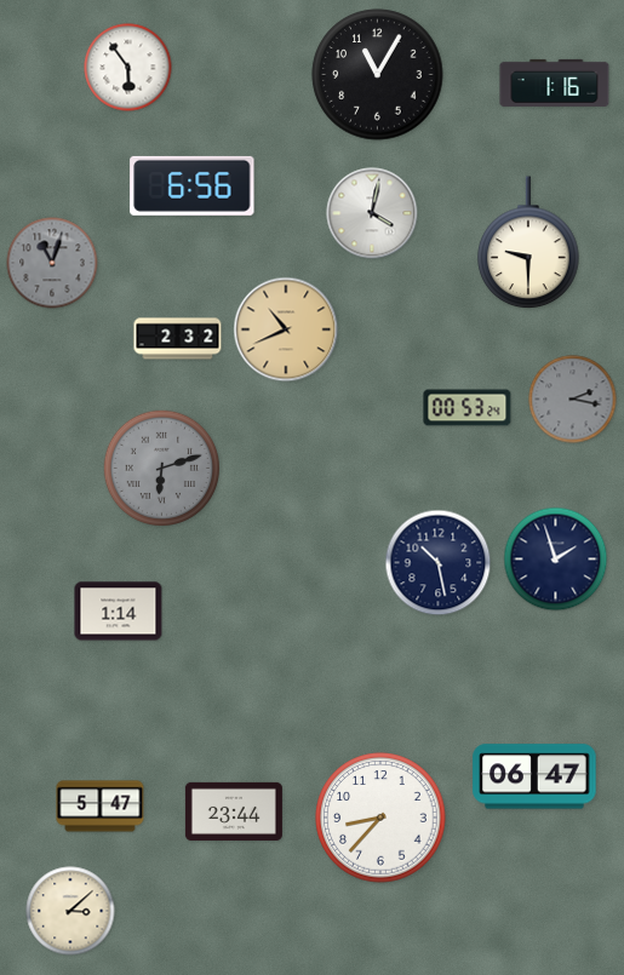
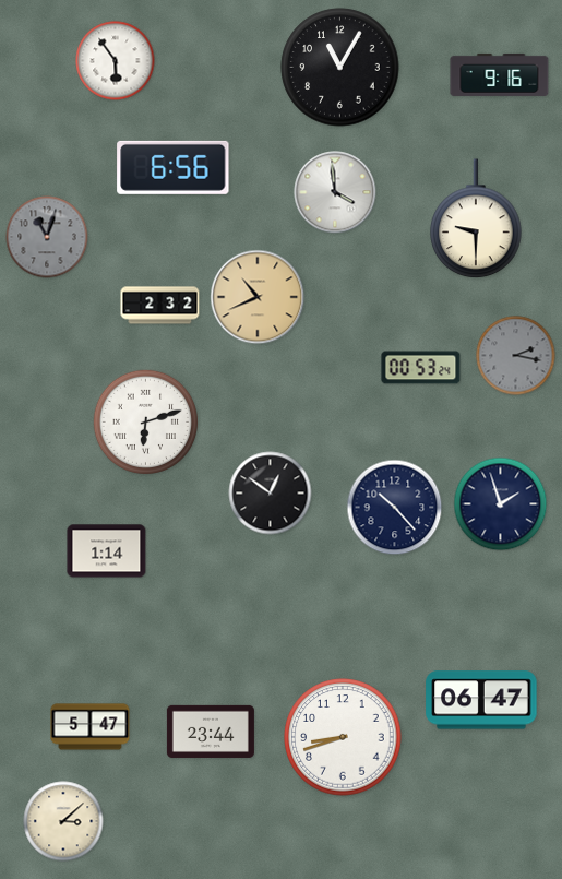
clock at (555, 82): 1:16 -> 9:16
clock at (372, 213): 4:02 -> 3:59
clock at (573, 400) position: (573, 400) -> (516, 356)
clock at (161, 468) dial: grey -> white
clock at (271, 494): none -> 12:51
clock at (439, 563): 10:28 -> 10:23
clock at (380, 818): 8:37 -> 8:42
